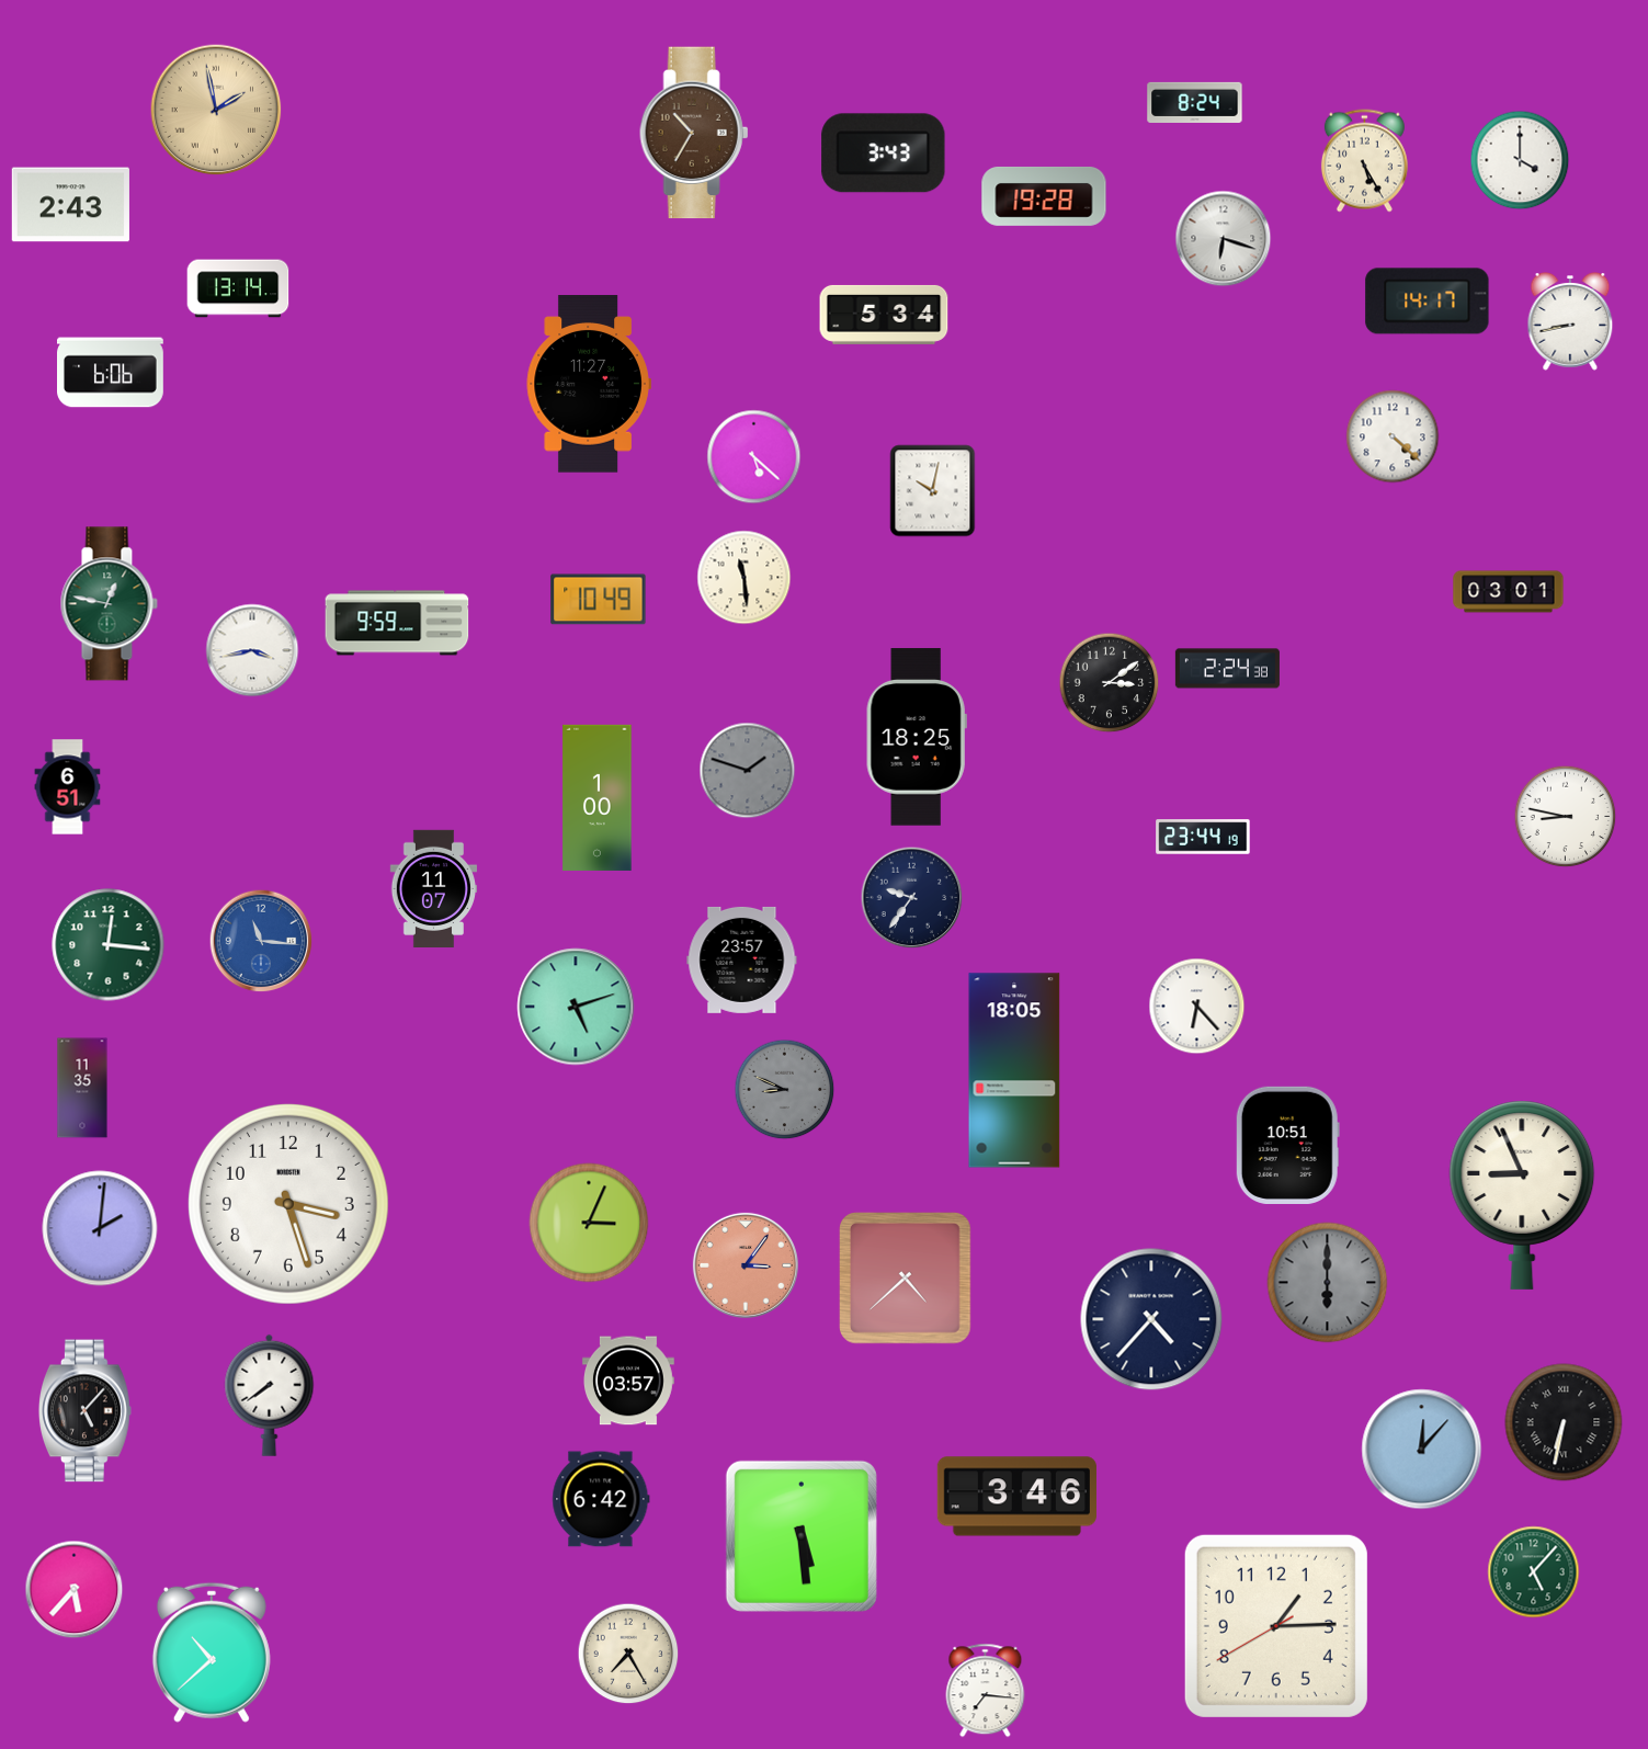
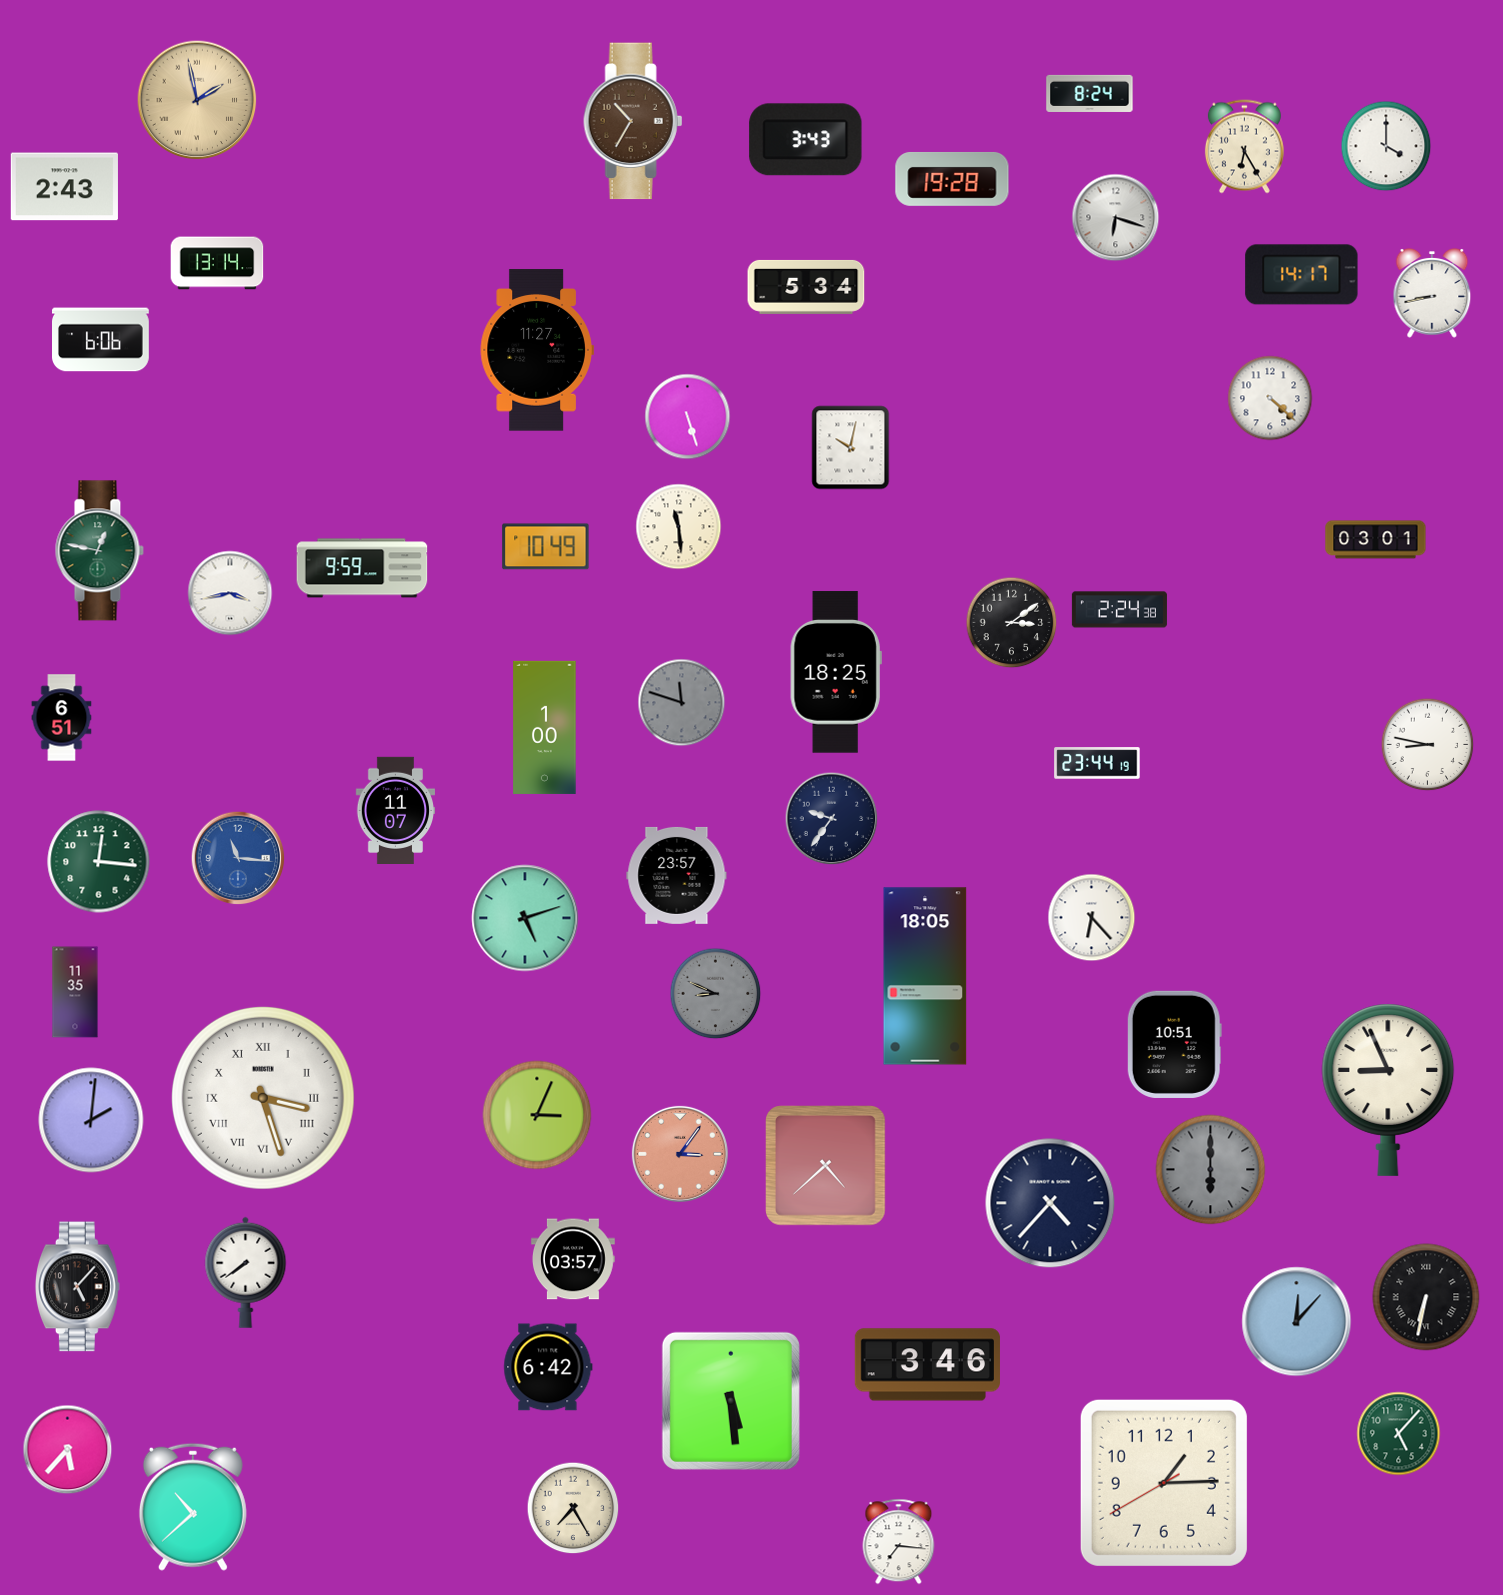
clock at (1364, 161): 5:25 -> 6:25
clock at (754, 457): 5:22 -> 5:27
clock at (748, 771): 1:48 -> 11:48
clock at (288, 1204) numerals: Arabic -> Roman
